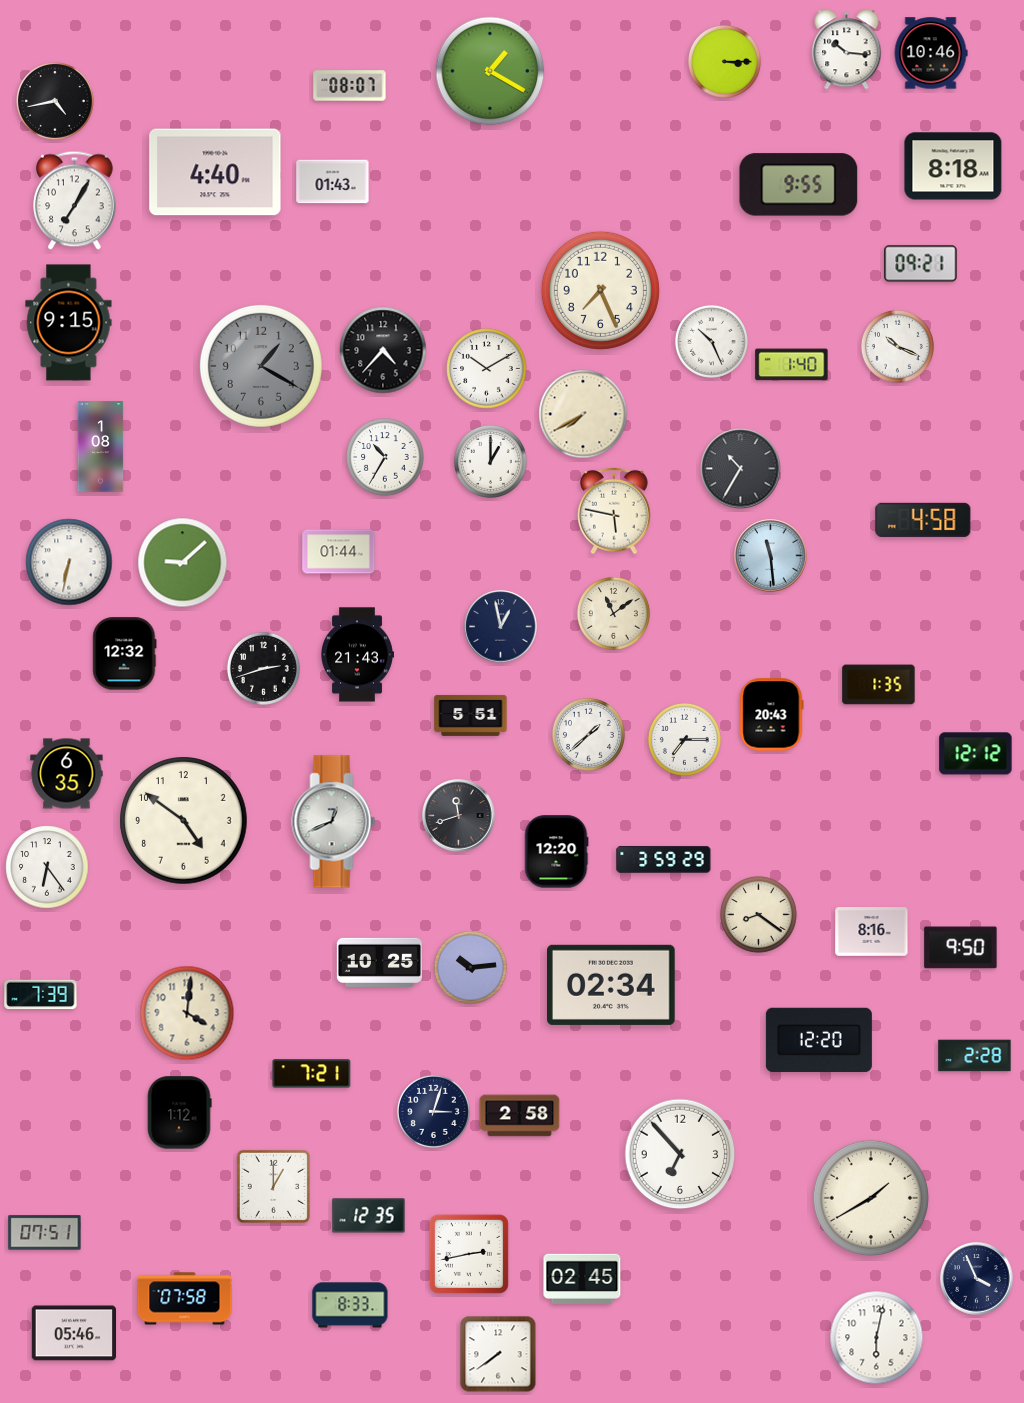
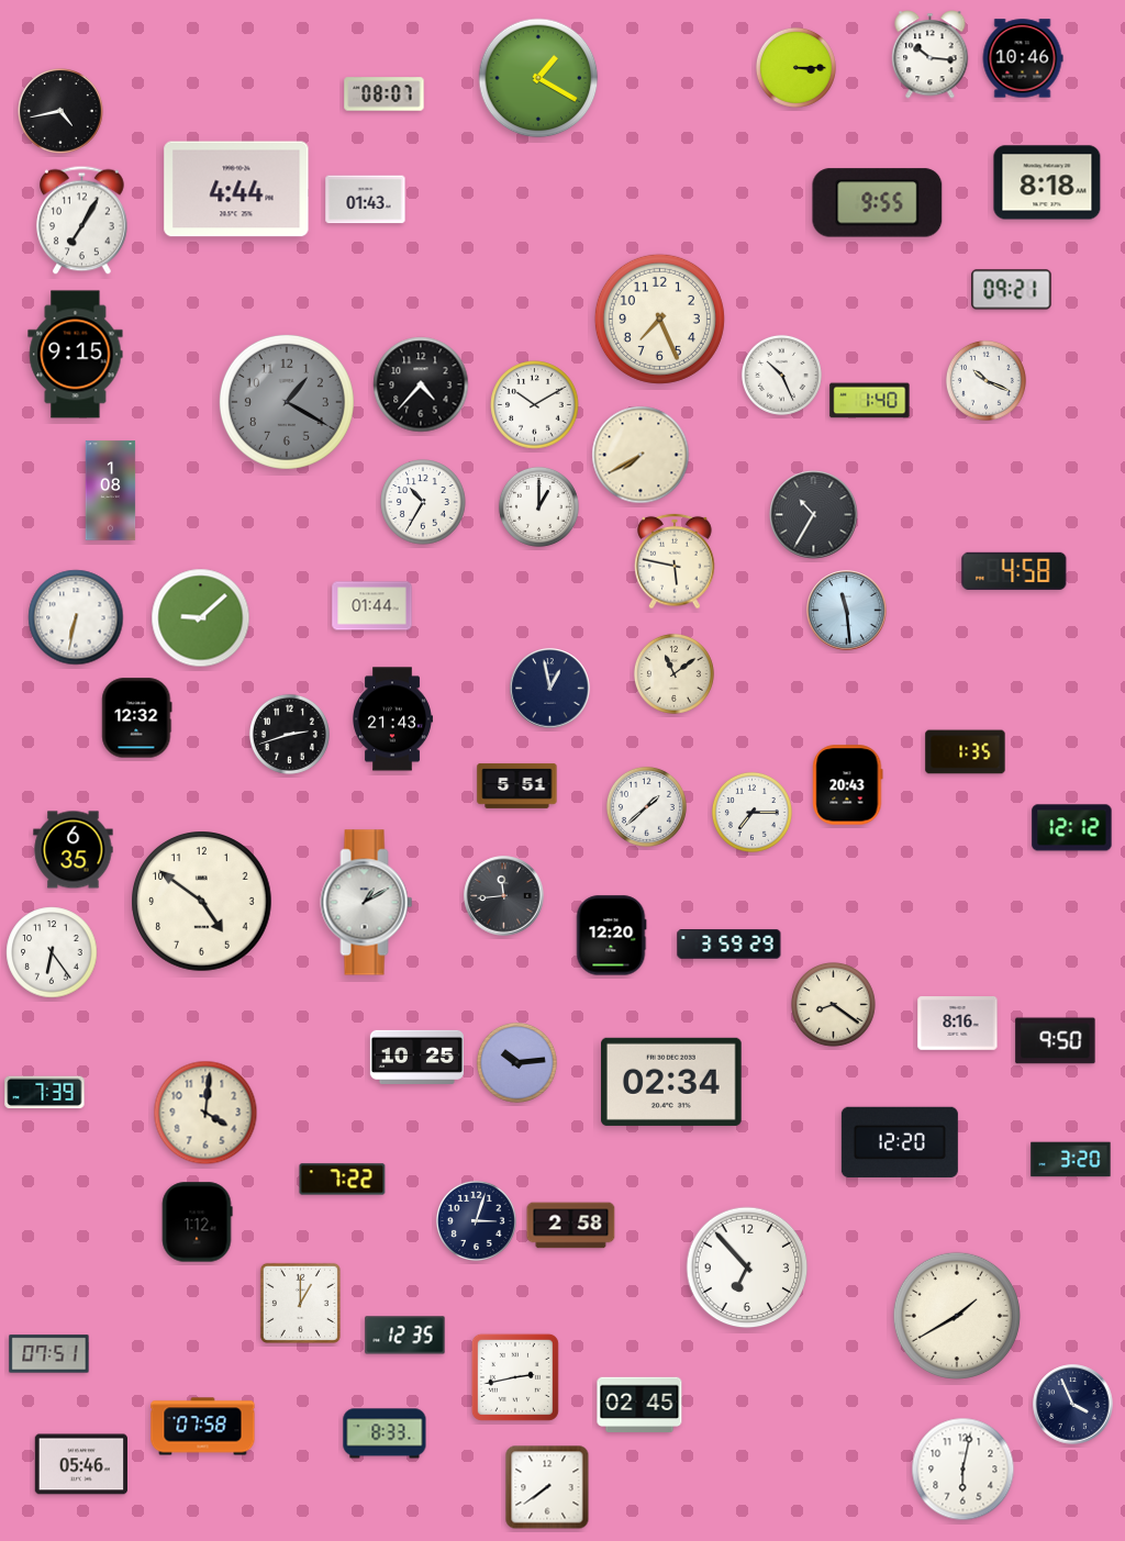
clock at (215, 172): 4:40 -> 4:44
clock at (459, 816): 11:42 -> 11:44
clock at (334, 822): 12:41 -> 1:10
clock at (975, 1056): 2:28 -> 3:20
clock at (312, 1074): 7:21 -> 7:22
